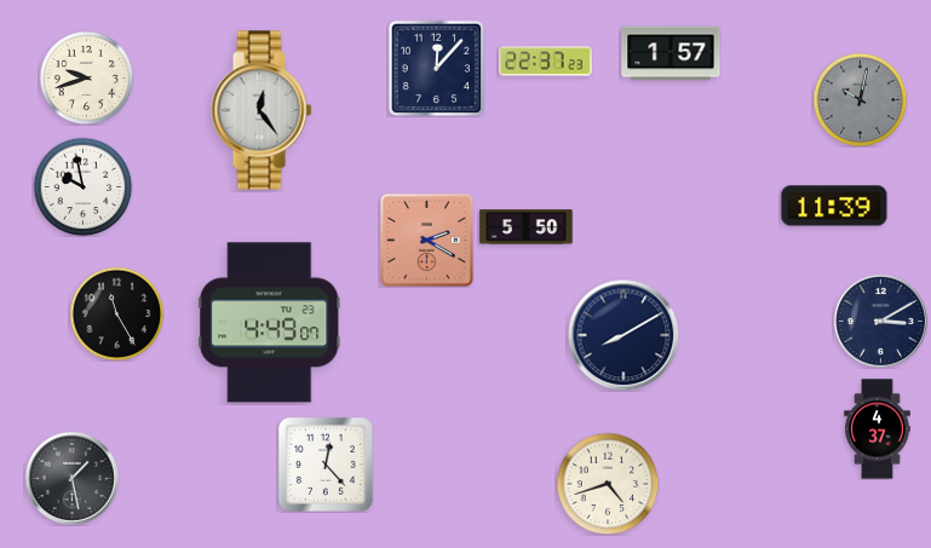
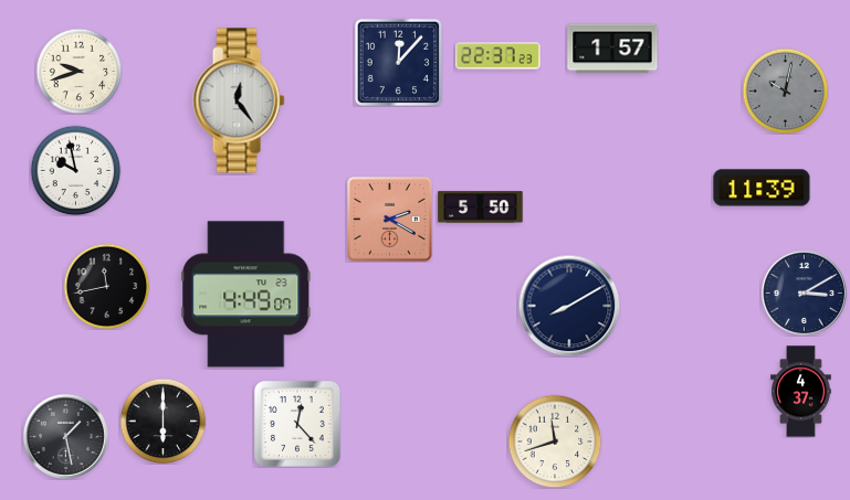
clock at (116, 313): 11:25 -> 11:43
clock at (162, 421): none -> 6:00
clock at (608, 484): 4:42 -> 11:42
